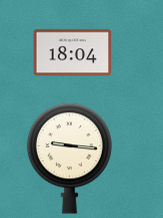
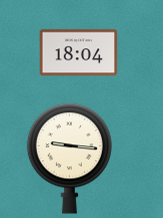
clock at (72, 53) position: (72, 53) -> (78, 53)
